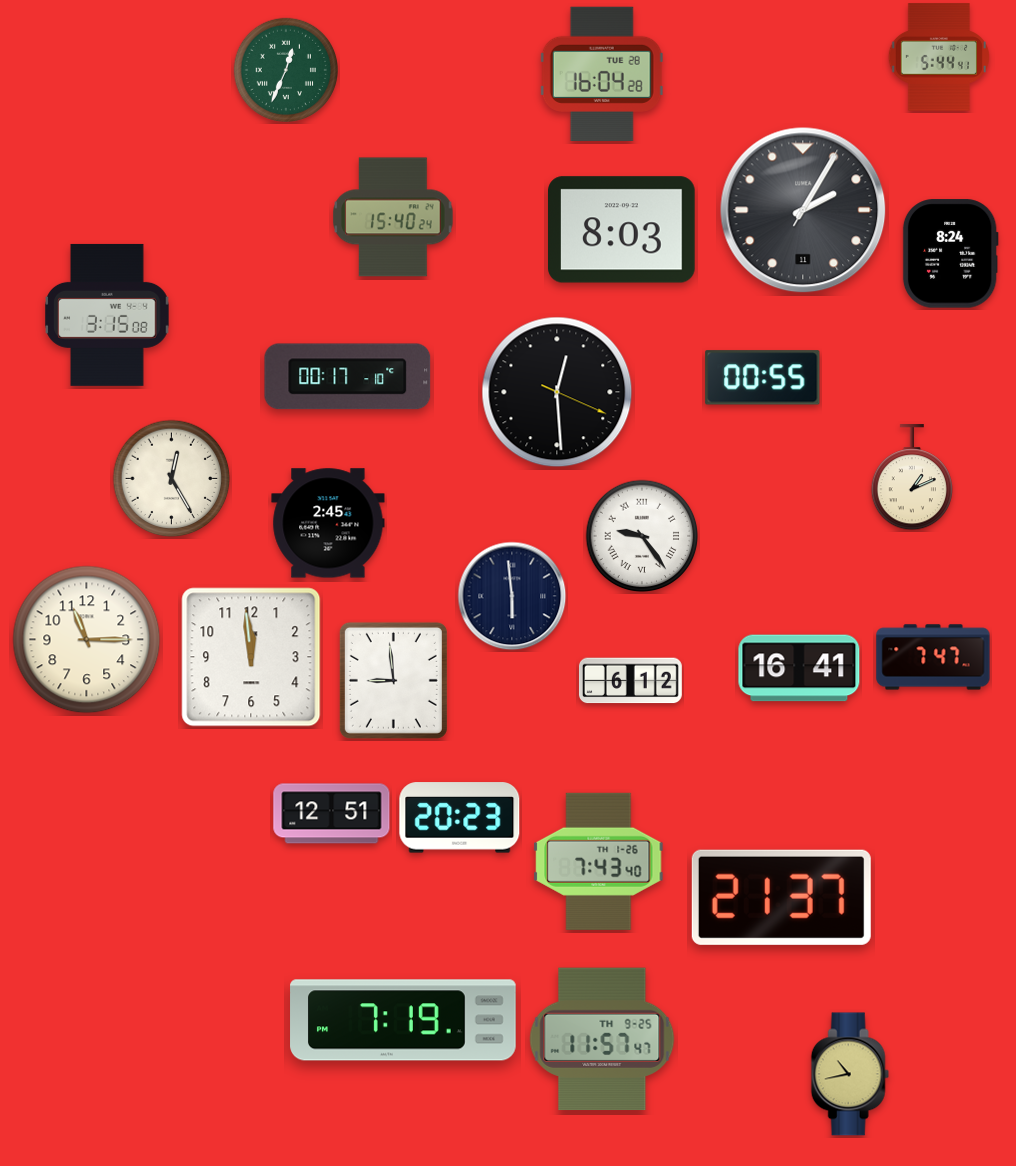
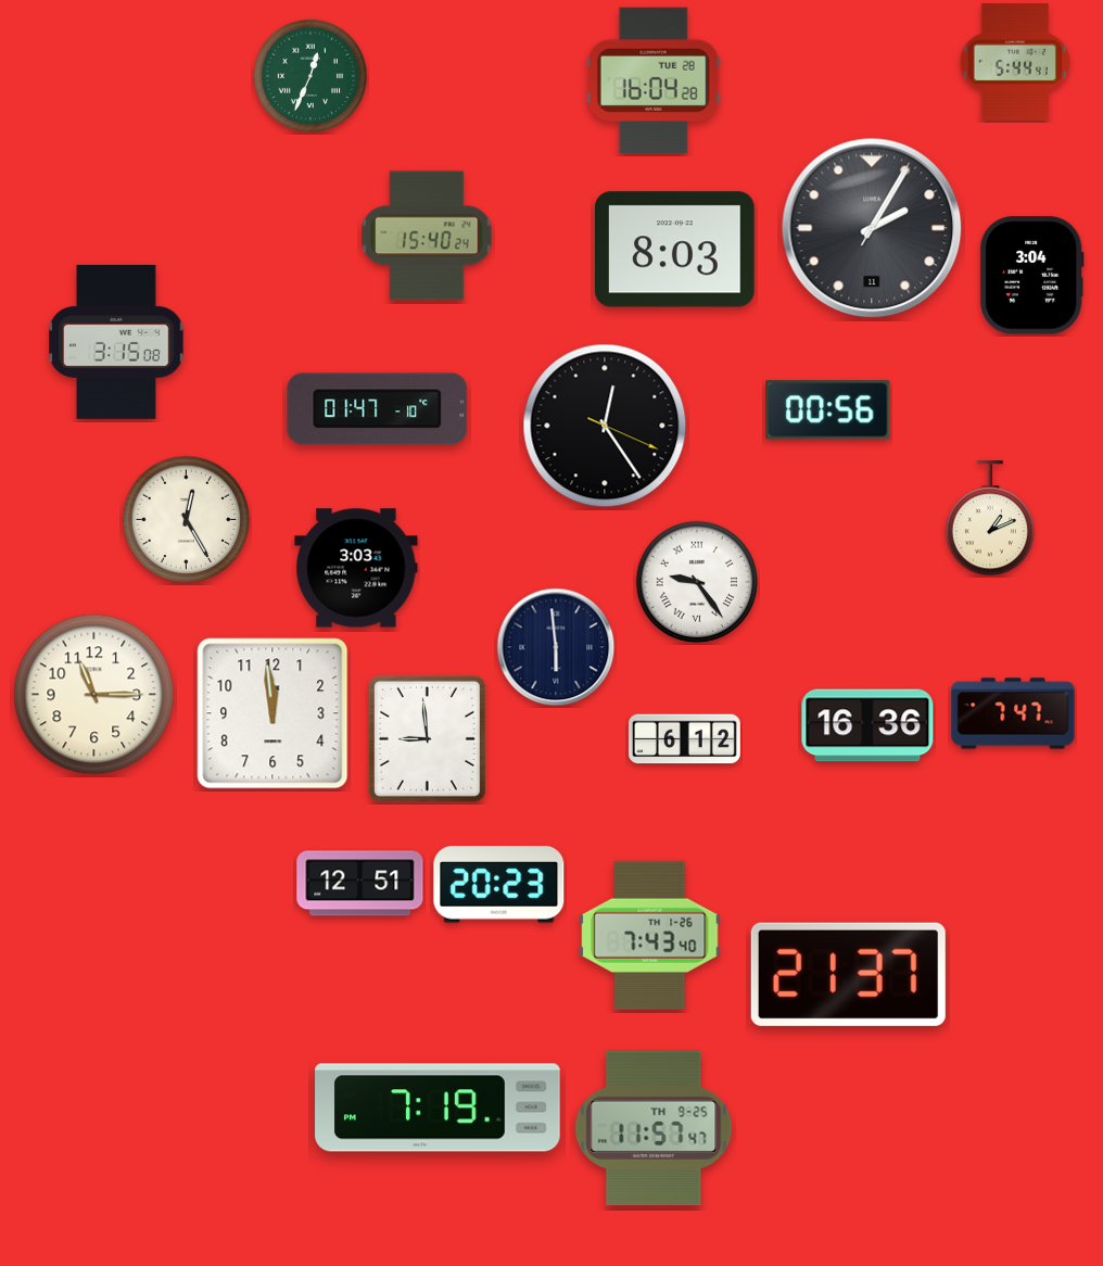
clock at (939, 57) position: (939, 57) -> (1015, 62)
clock at (950, 254): 8:24 -> 3:04
clock at (348, 377): 00:17 -> 01:47
clock at (763, 378): 00:55 -> 00:56
clock at (557, 392): 12:29 -> 12:24
clock at (328, 523): 2:45 -> 3:03
clock at (799, 668): 16:41 -> 16:36
clock at (460, 818) position: (460, 818) -> (499, 885)
clock at (850, 1074): 10:43 -> none
